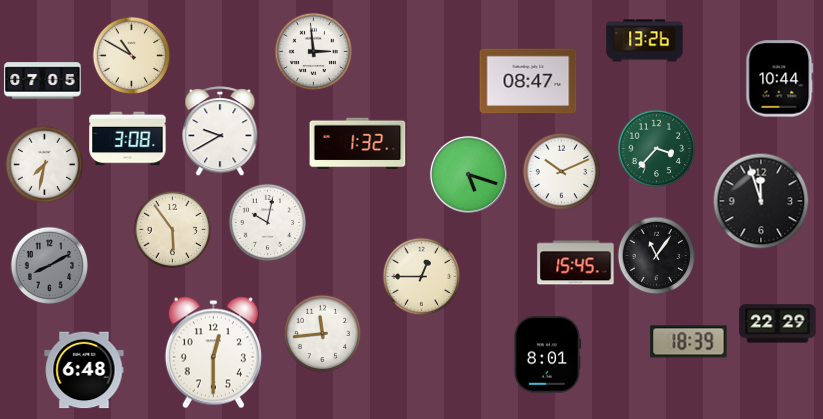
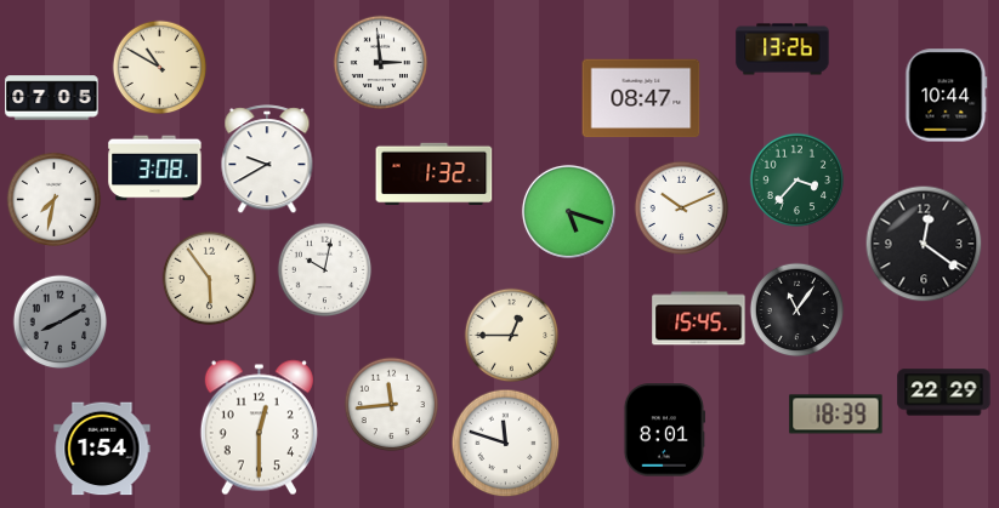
clock at (761, 201): 11:57 -> 12:21
clock at (505, 443): none -> 11:48
clock at (84, 370): 6:48 -> 1:54
